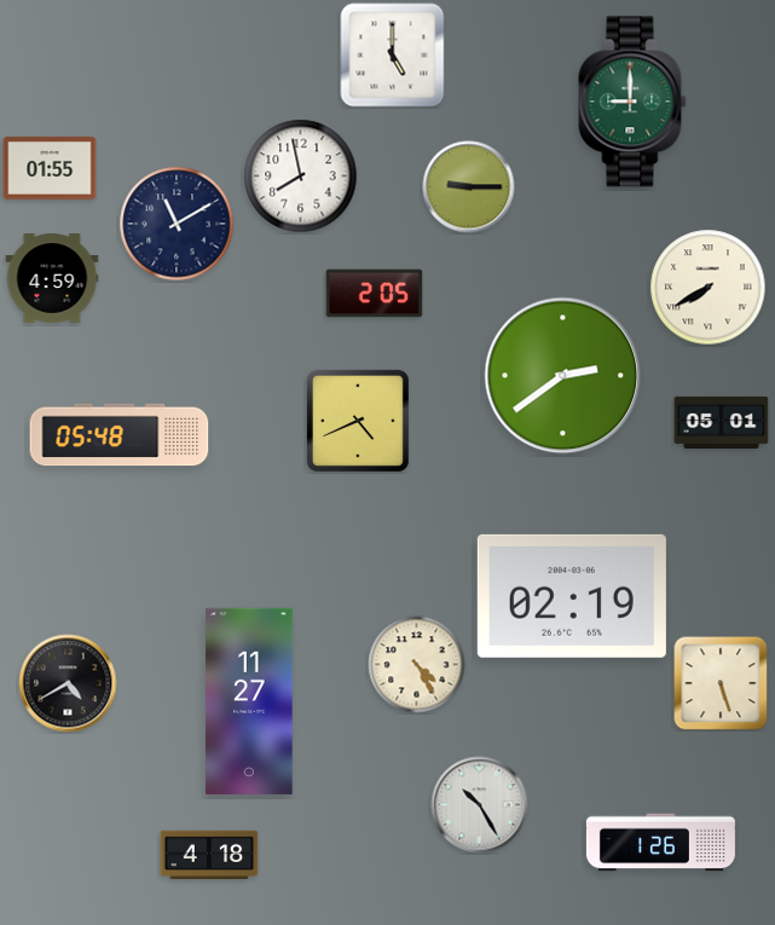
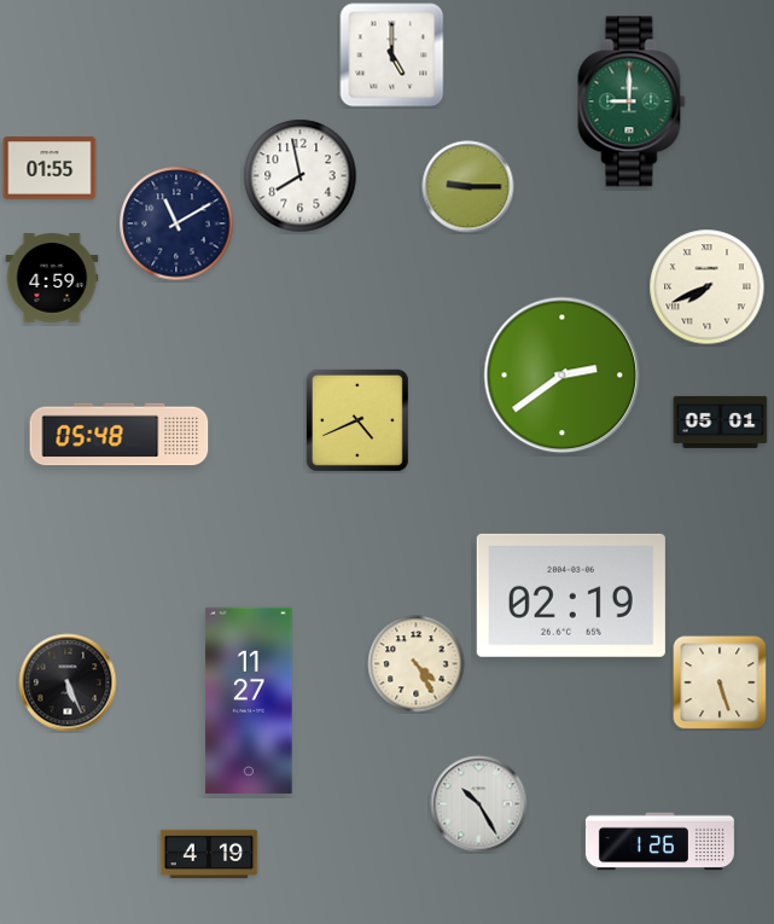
clock at (709, 288): 7:40 -> 7:41
clock at (375, 294): 2:05 -> none
clock at (68, 683): 4:40 -> 5:26
clock at (209, 855): 4:18 -> 4:19
